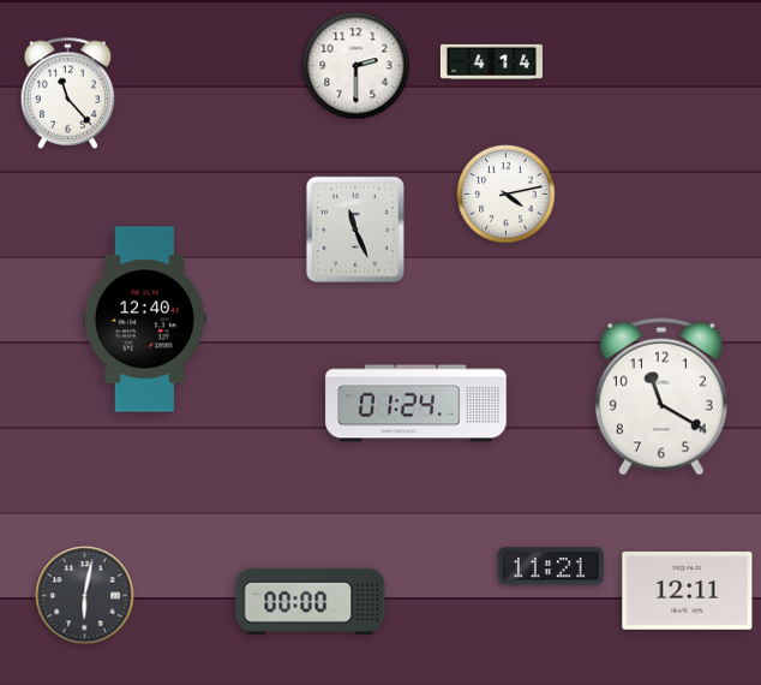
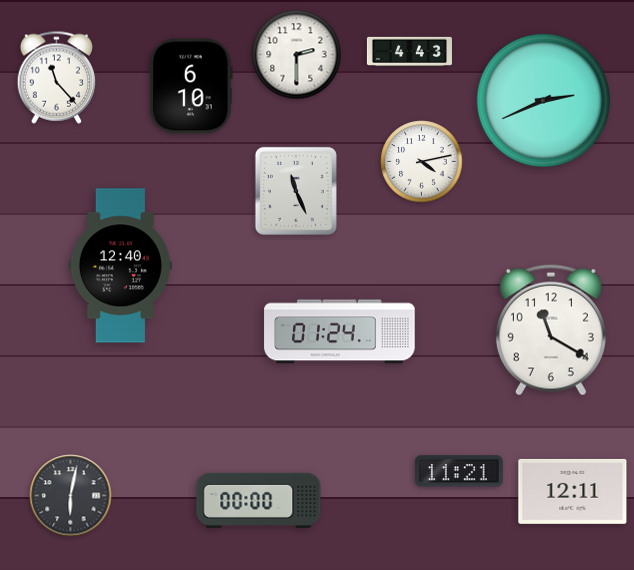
clock at (491, 61): 4:14 -> 4:43
clock at (191, 86): none -> 6:10
clock at (543, 100): none -> 2:41
clock at (417, 404) position: (417, 404) -> (340, 332)
